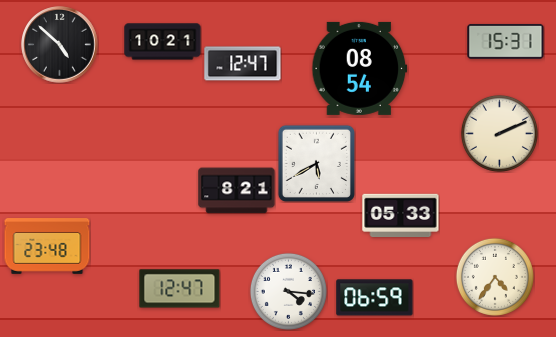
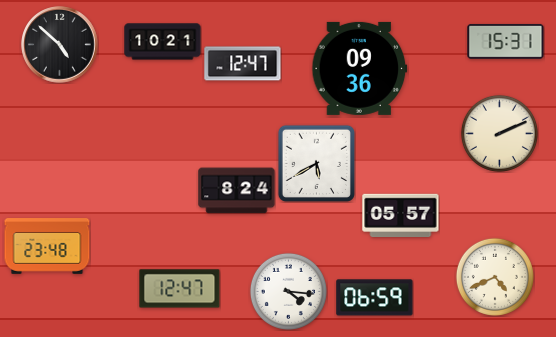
clock at (360, 68): 08:54 -> 09:36
clock at (237, 191): 8:21 -> 8:24
clock at (401, 215): 05:33 -> 05:57
clock at (495, 277): 4:36 -> 4:41
